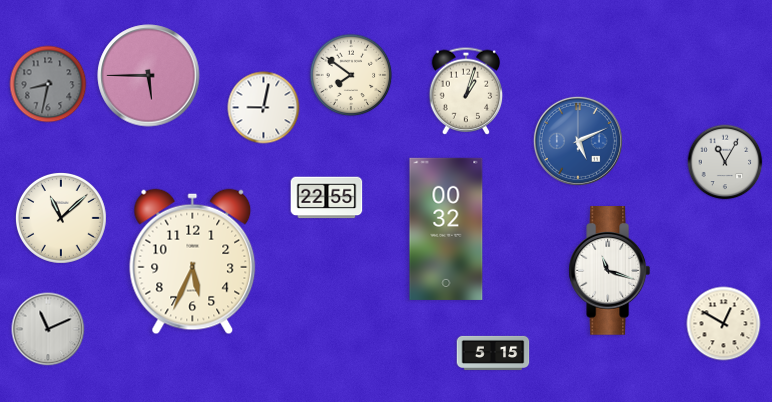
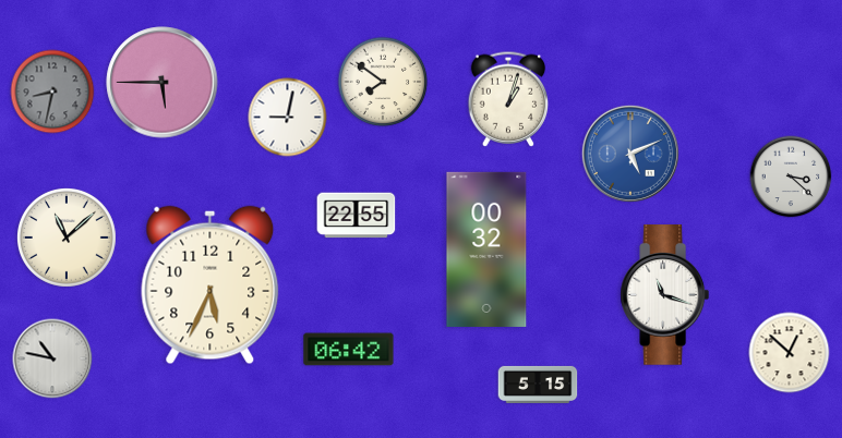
clock at (725, 162): 11:05 -> 3:22
clock at (349, 350): none -> 06:42
clock at (724, 324): 12:50 -> 12:52
clock at (48, 329): 11:11 -> 10:47
